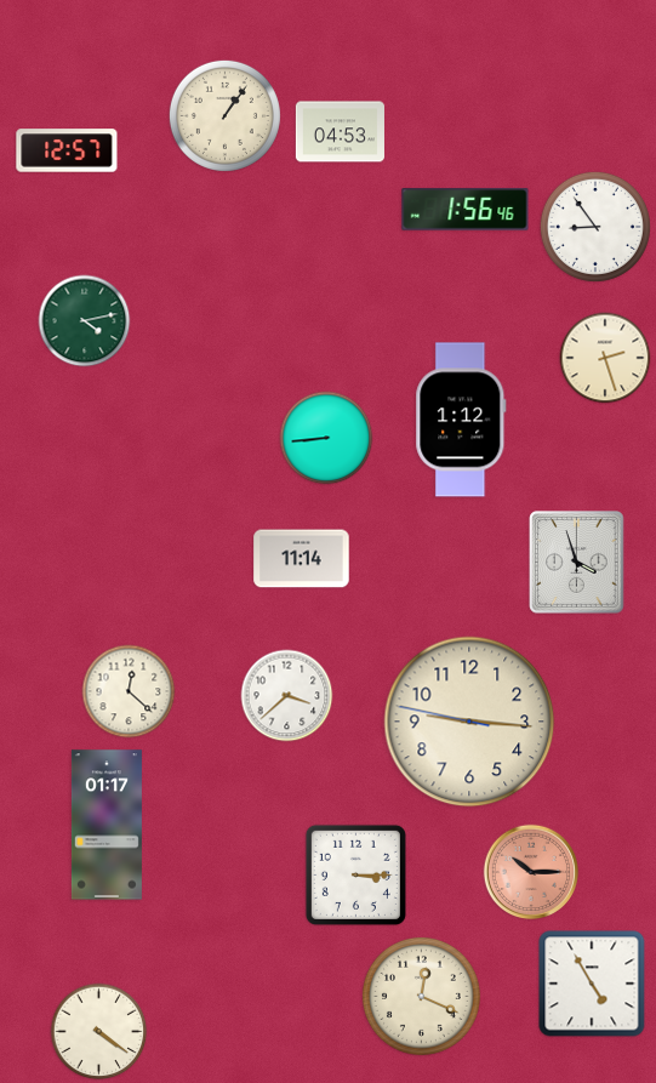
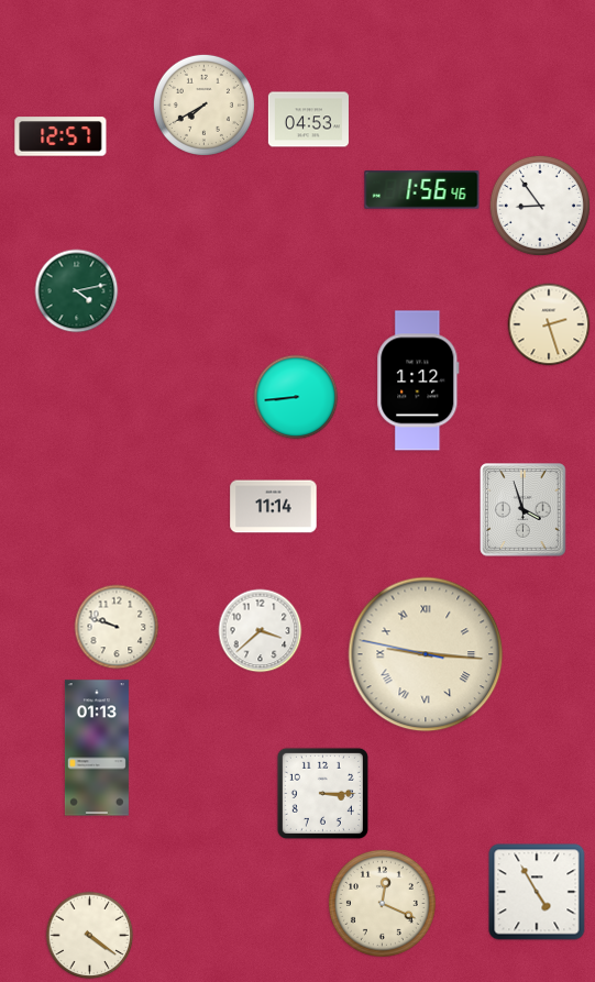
clock at (224, 115): 1:06 -> 7:40
clock at (129, 691): 12:22 -> 9:48
clock at (469, 722) numerals: Arabic -> Roman
clock at (107, 825): 01:17 -> 01:13
clock at (531, 872): 10:15 -> none
